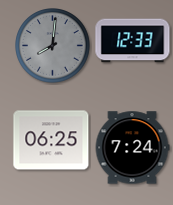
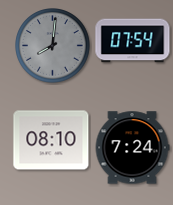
clock at (133, 41): 12:33 -> 07:54
clock at (51, 140): 06:25 -> 08:10
